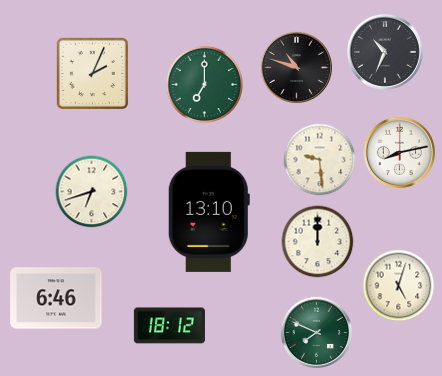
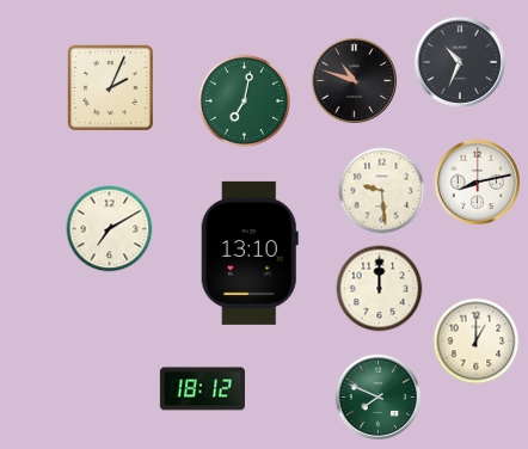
clock at (205, 85): 7:00 -> 7:02
clock at (92, 192): 6:42 -> 7:10
clock at (399, 286): 5:03 -> 1:00
clock at (56, 298): 6:46 -> none
